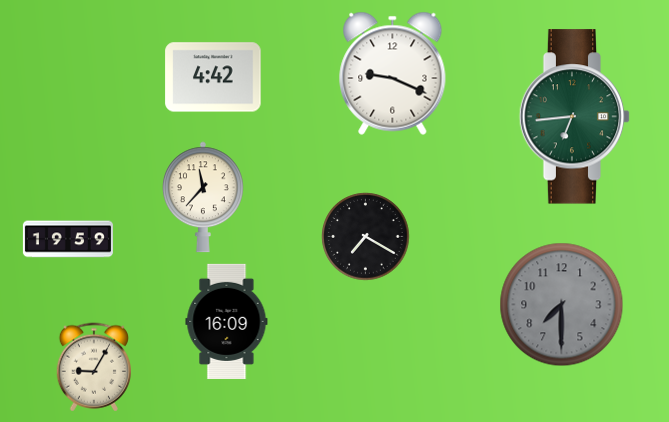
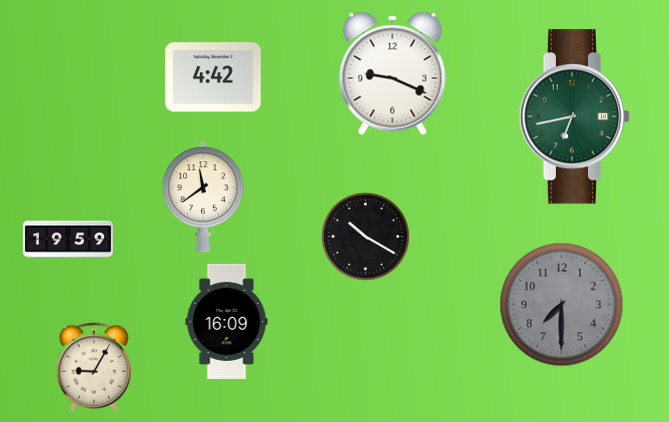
clock at (575, 117): 6:44 -> 6:43
clock at (203, 197): 11:37 -> 11:39
clock at (366, 237): 7:20 -> 10:20
